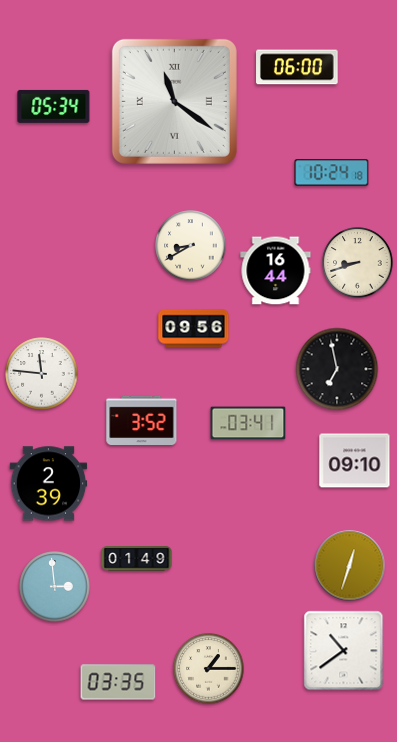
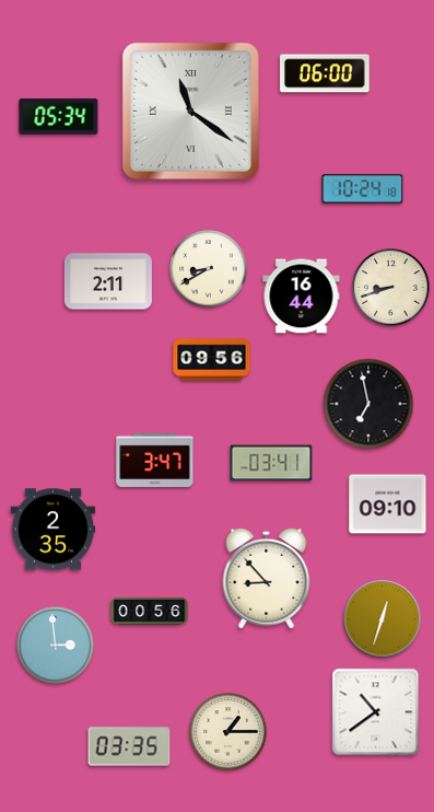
clock at (108, 281): none -> 2:11
clock at (42, 374): 11:46 -> none
clock at (142, 421): 3:52 -> 3:47
clock at (49, 484): 2:39 -> 2:35
clock at (267, 578): none -> 8:53
clock at (137, 559): 01:49 -> 00:56
clock at (55, 587) position: (55, 587) -> (56, 646)
